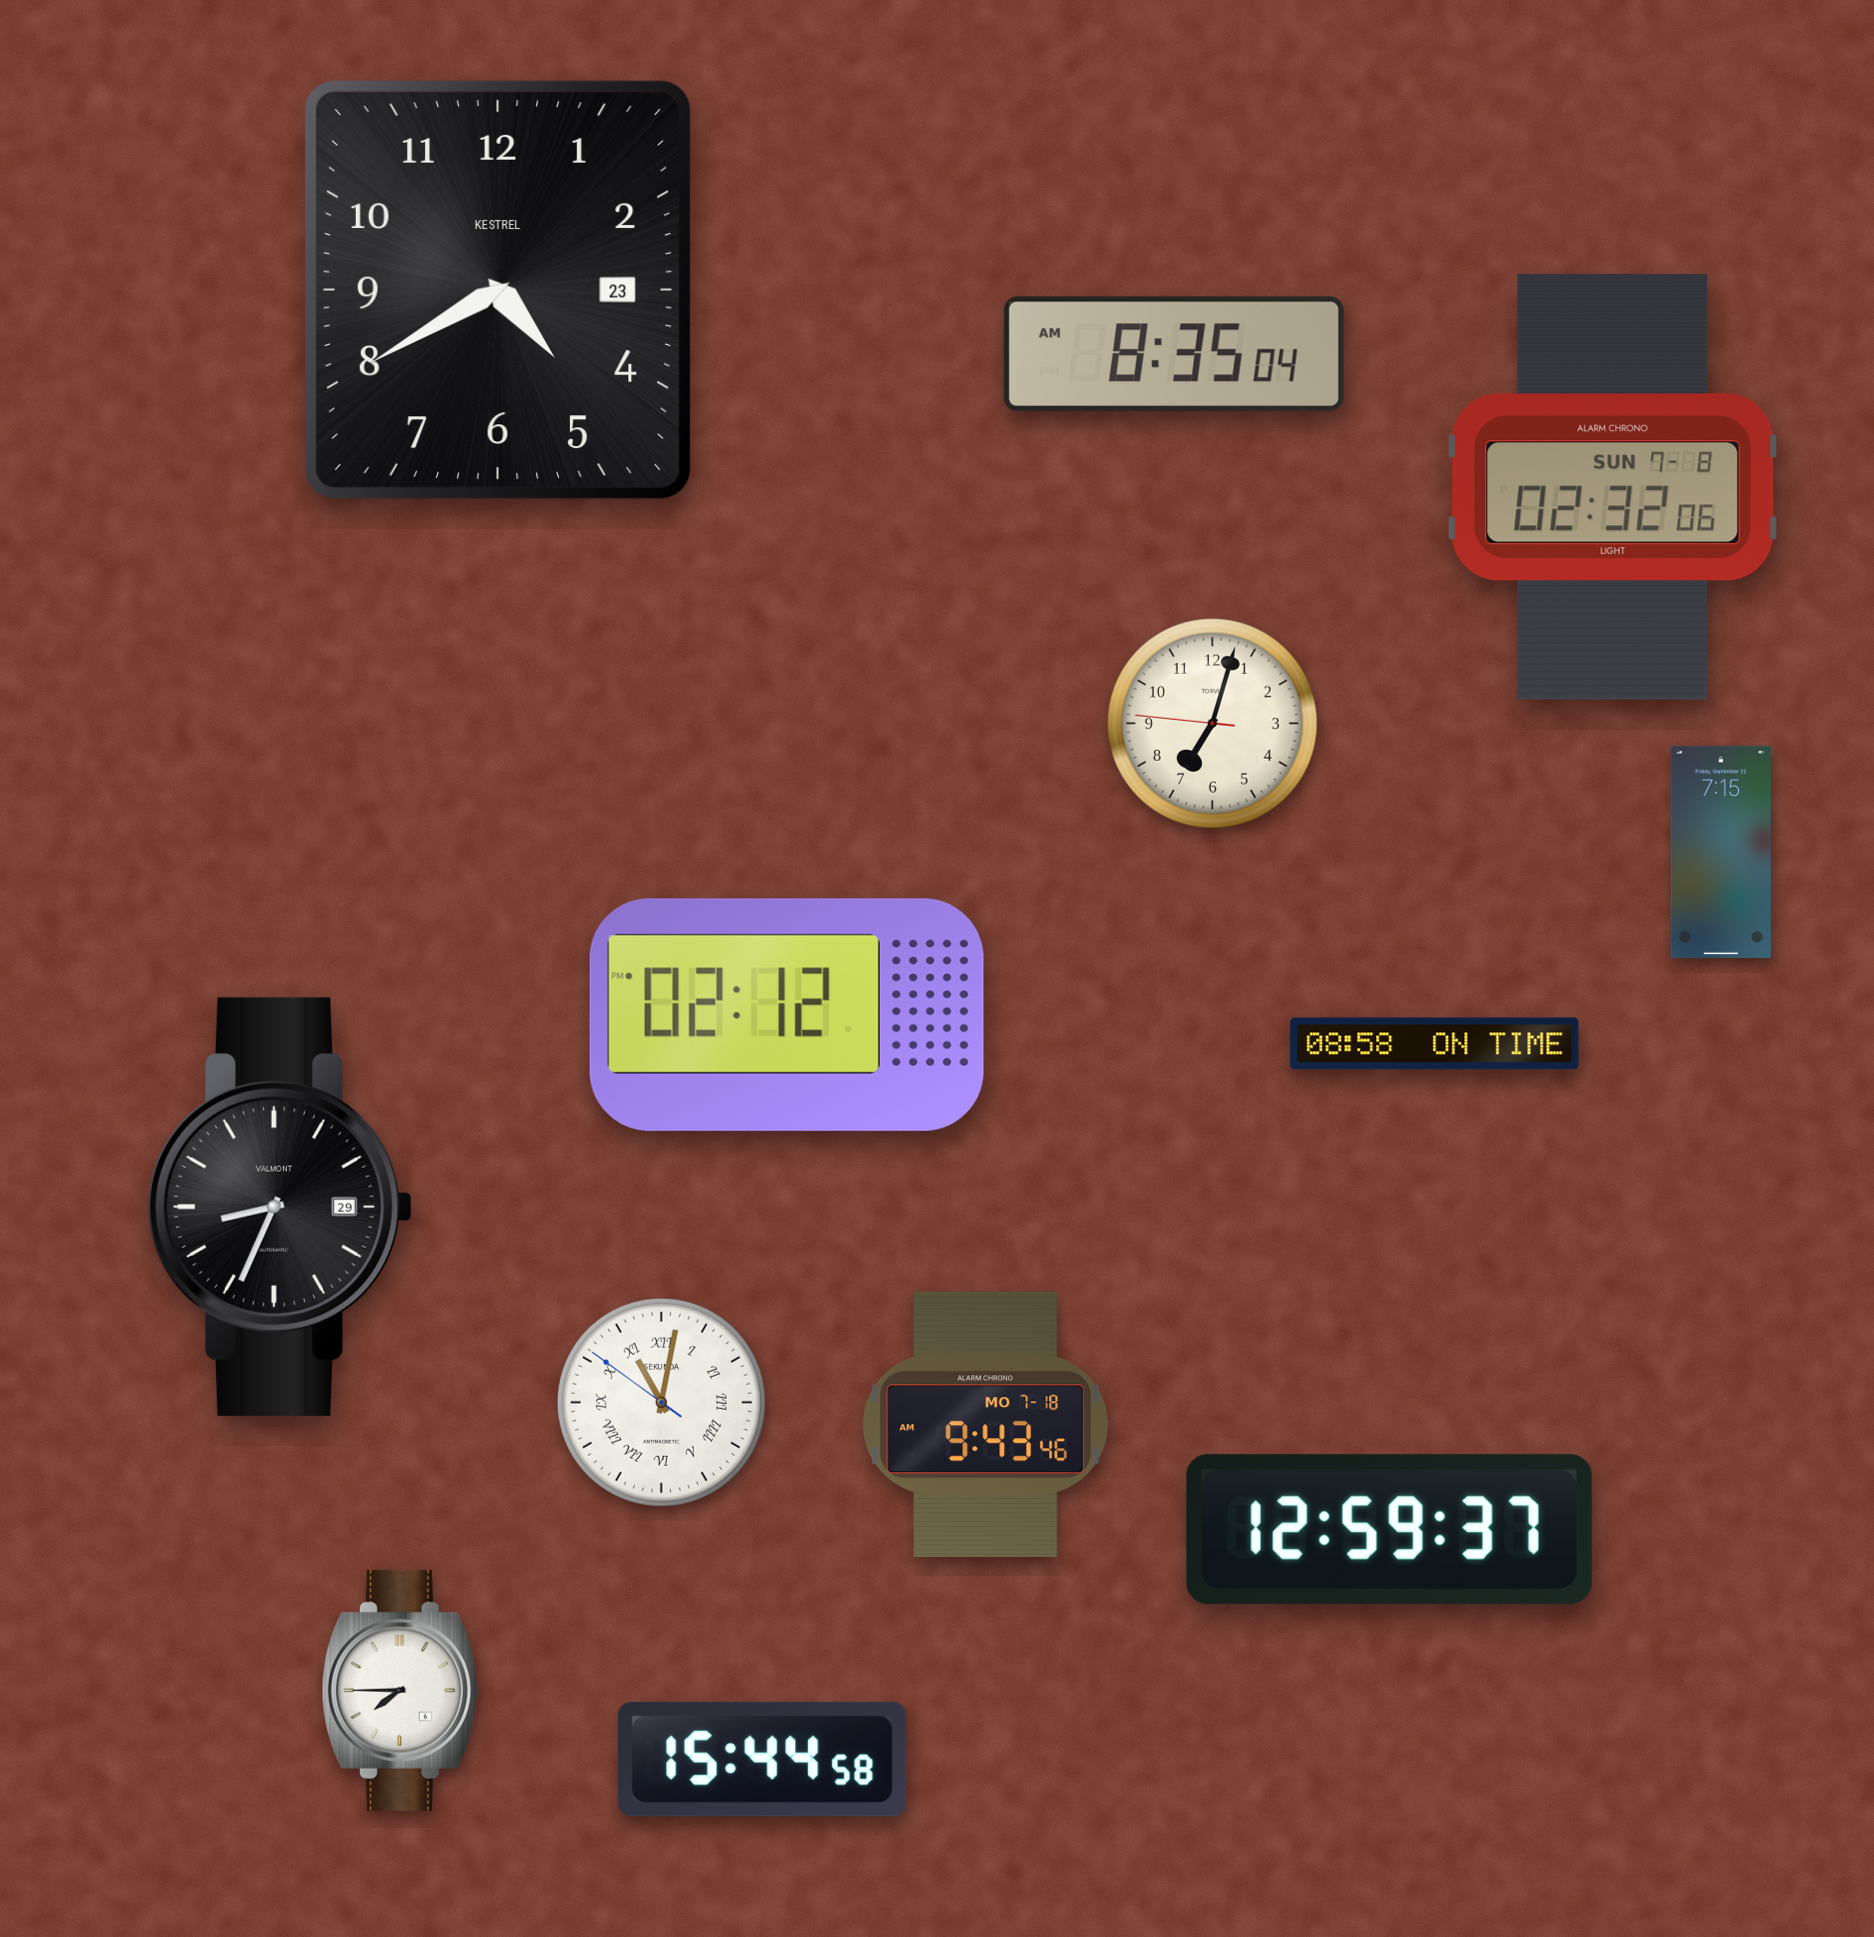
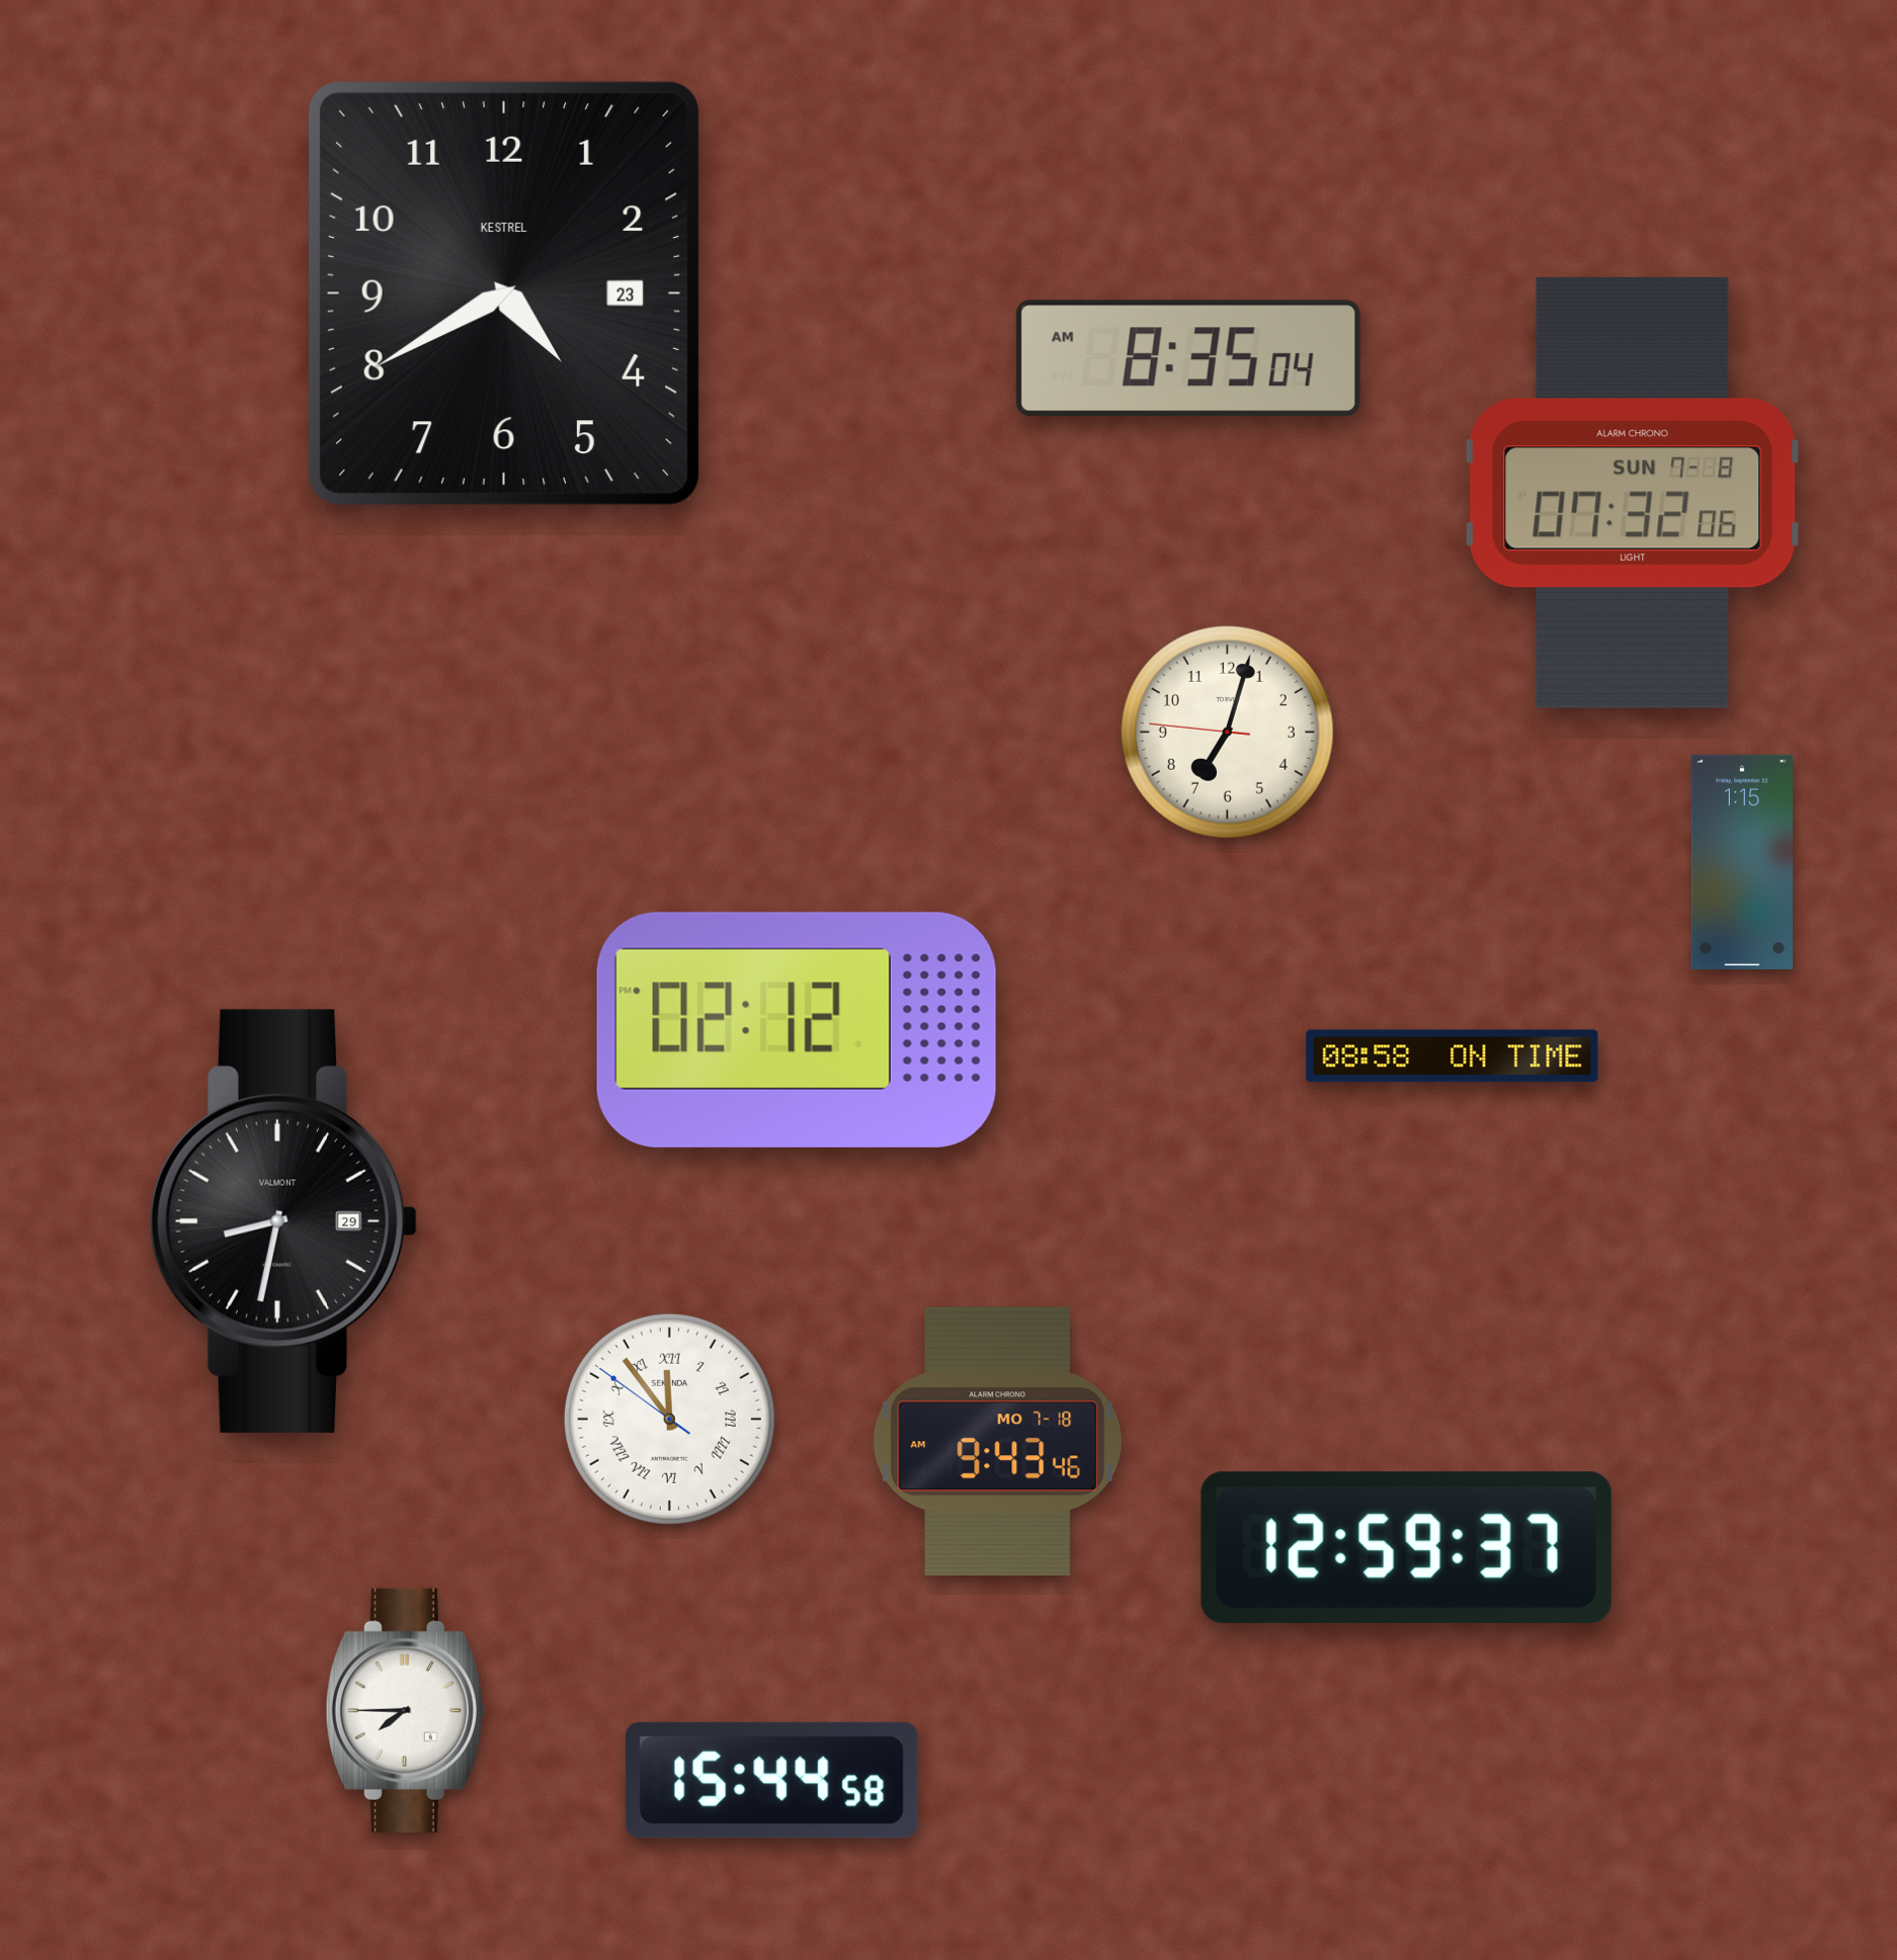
clock at (1613, 487): 02:32 -> 07:32
clock at (1721, 852): 7:15 -> 1:15
clock at (787, 1015) position: (787, 1015) -> (797, 1030)
clock at (279, 1207): 8:34 -> 8:32
clock at (661, 1402): 11:01 -> 11:53
